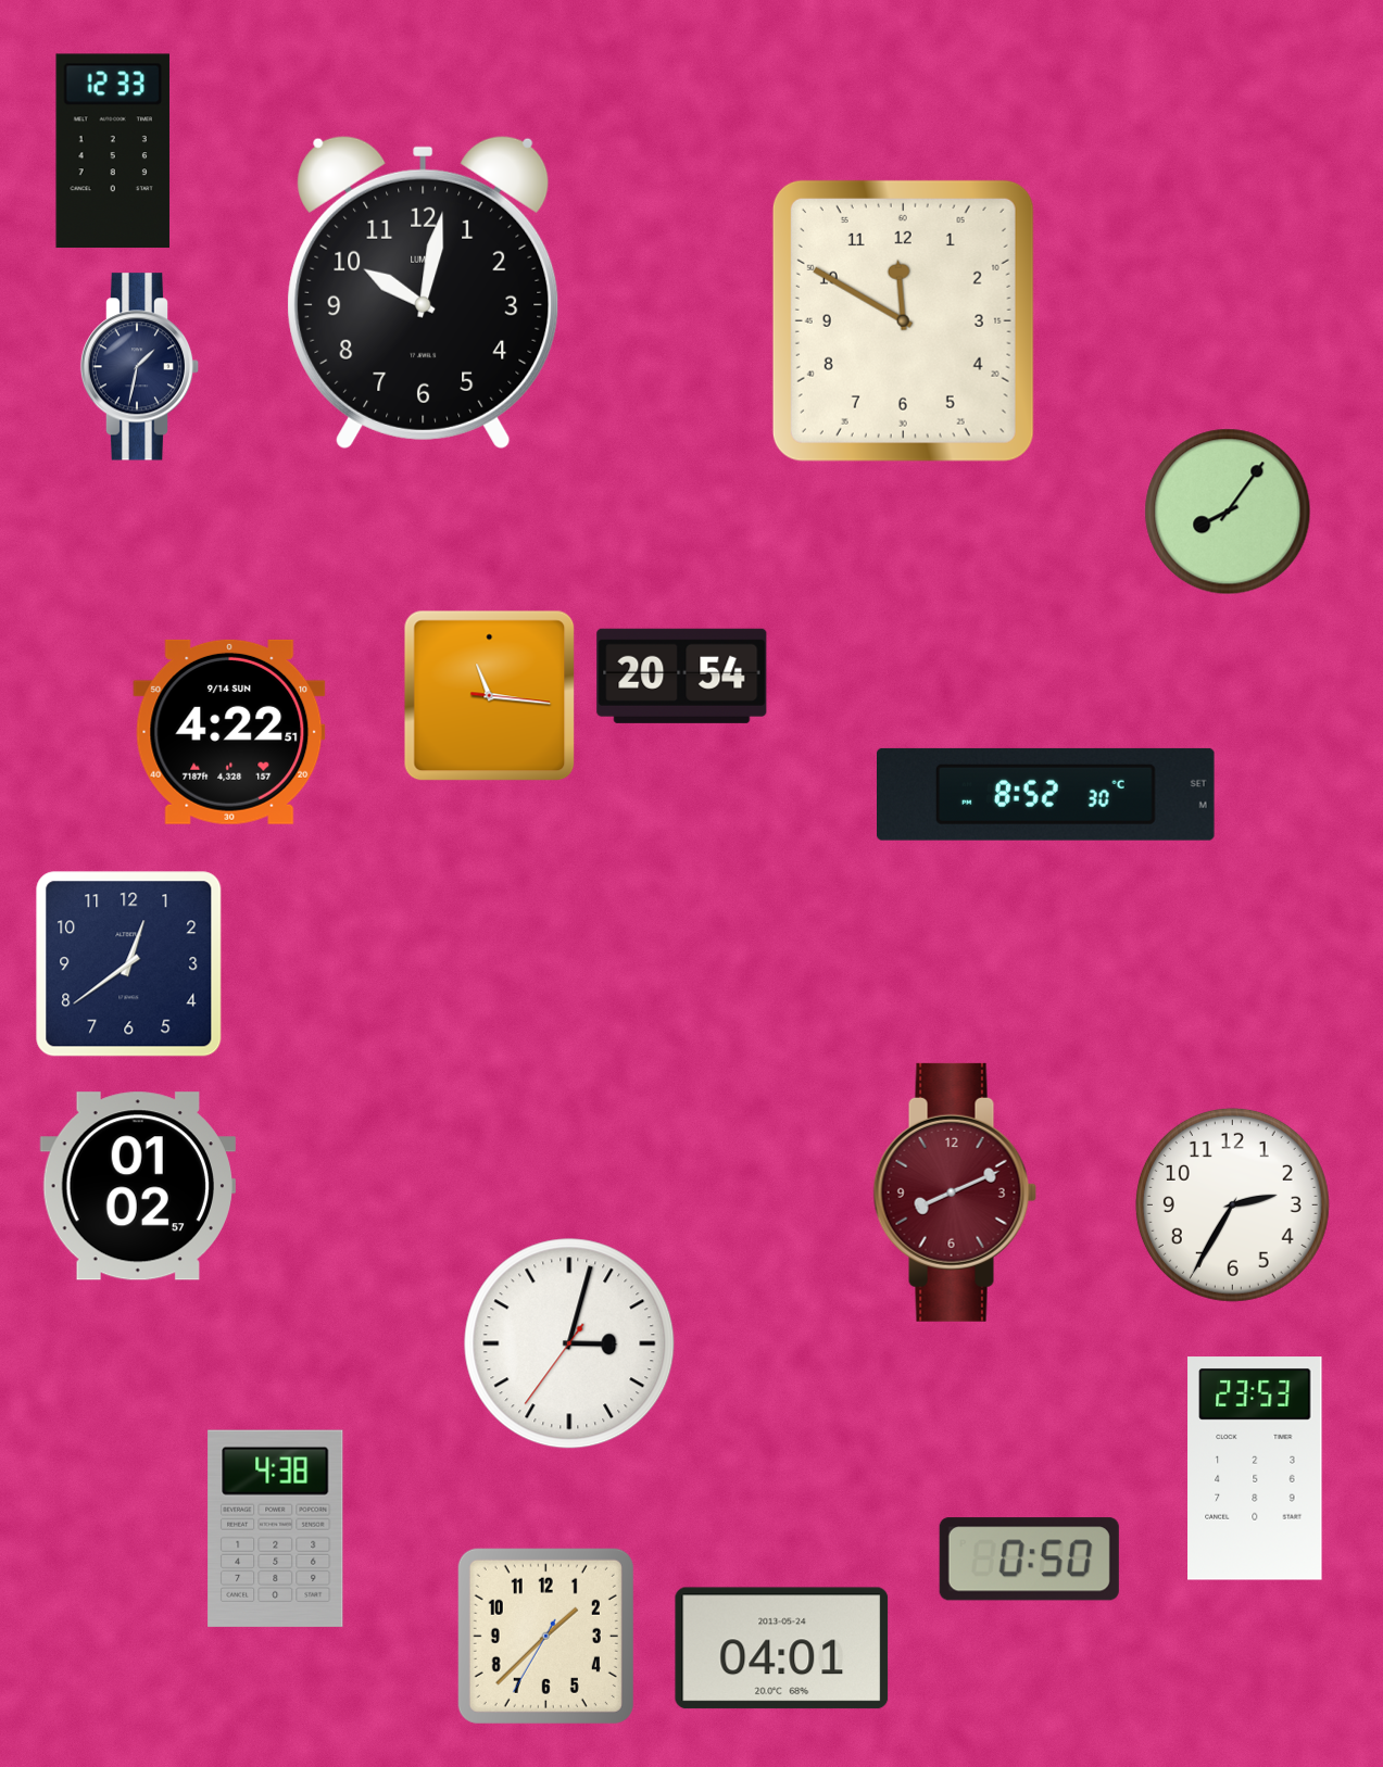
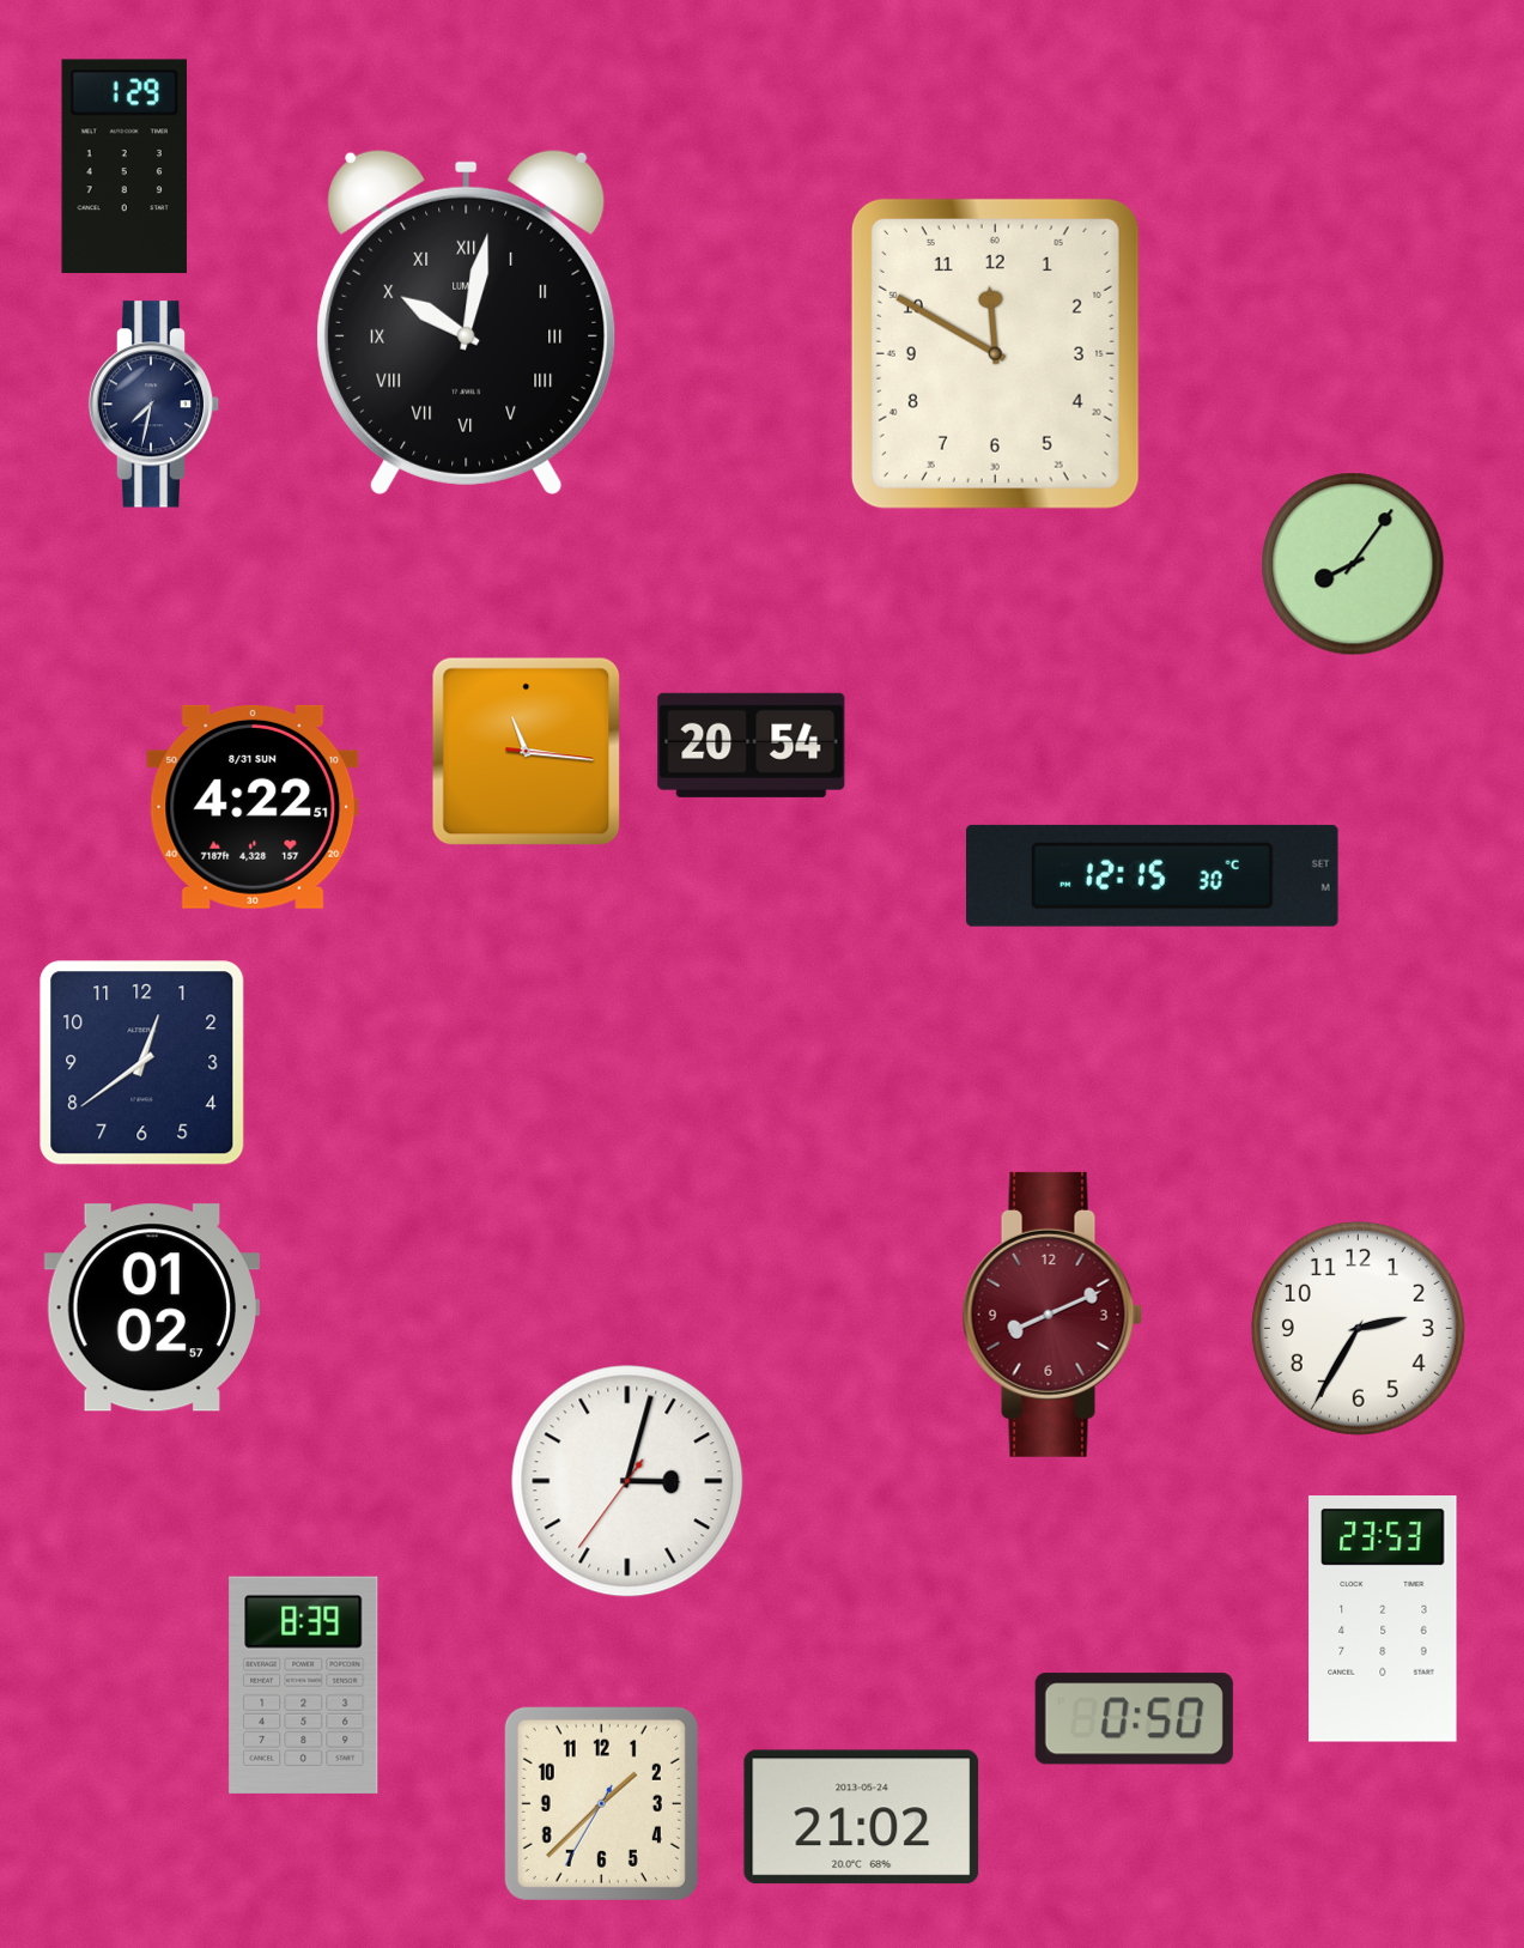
clock at (113, 151): 12:33 -> 1:29
clock at (424, 292) numerals: Arabic -> Roman
clock at (140, 367): 1:32 -> 7:32
clock at (490, 696) position: (490, 696) -> (527, 752)
clock at (229, 732) date: 9/14 SUN -> 8/31 SUN
clock at (1046, 794): 8:52 -> 12:15
clock at (276, 1528): 4:38 -> 8:39
clock at (782, 1649): 04:01 -> 21:02
